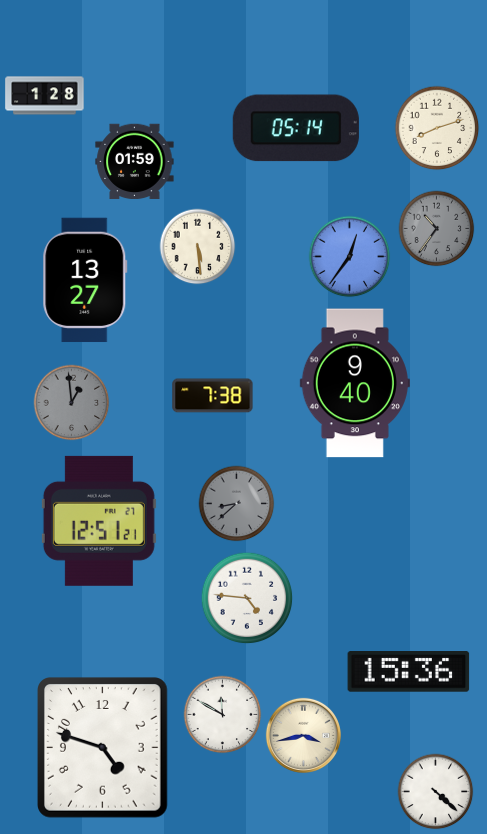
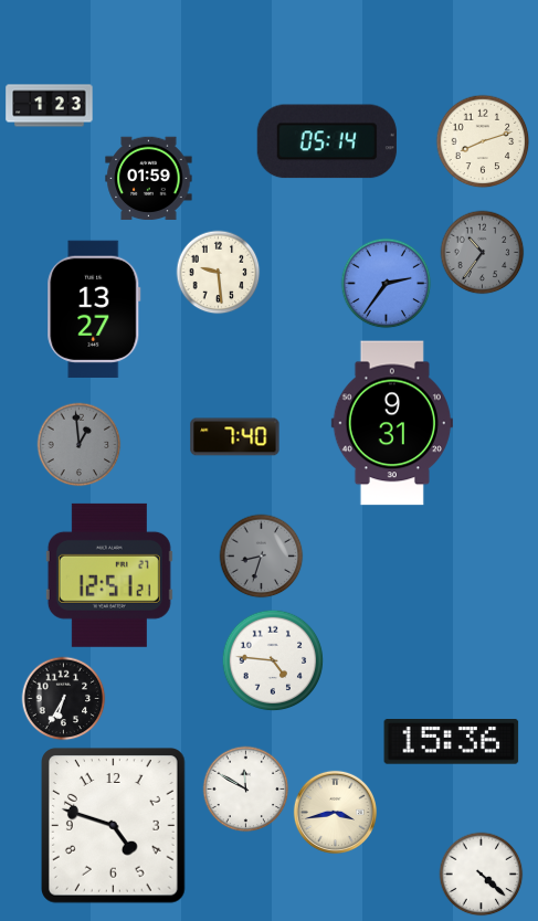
clock at (45, 96): 1:28 -> 1:23
clock at (198, 247): 5:29 -> 9:29
clock at (350, 257): 12:36 -> 2:36
clock at (355, 383): 9:40 -> 9:31
clock at (213, 396): 7:38 -> 7:40
clock at (237, 504): 8:38 -> 8:33
clock at (64, 699): none -> 6:35
